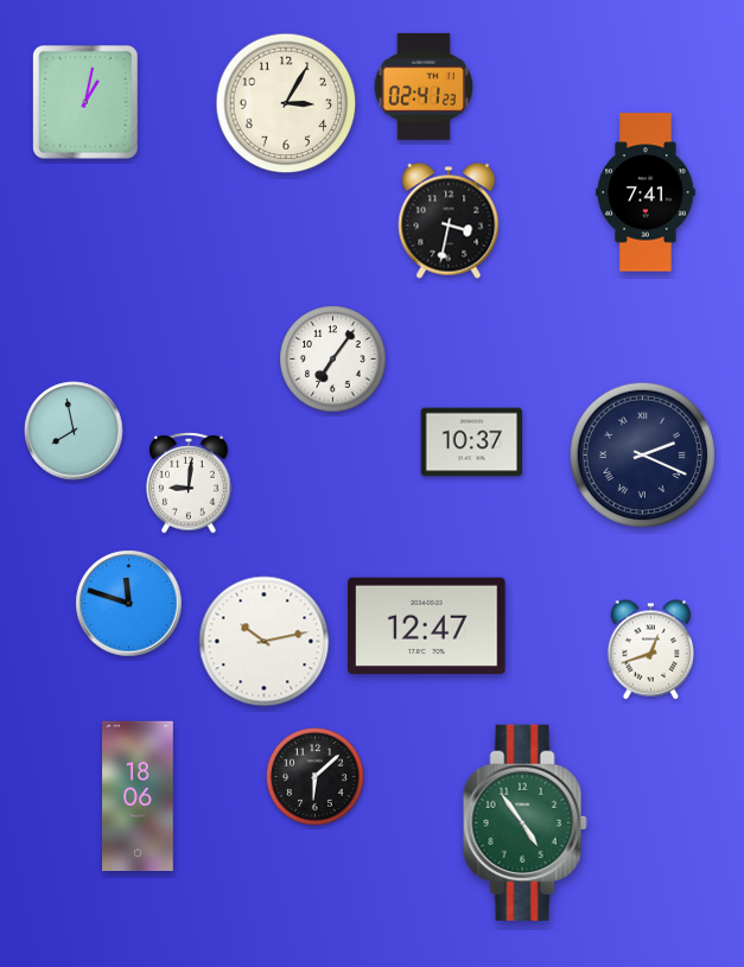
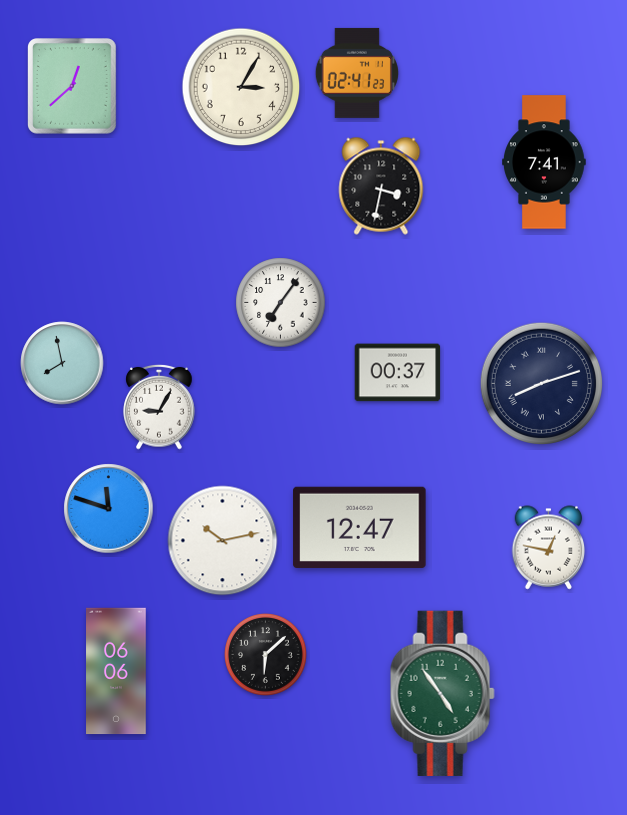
clock at (87, 102): 1:02 -> 12:38
clock at (449, 221) position: (449, 221) -> (381, 186)
clock at (472, 443): 10:37 -> 00:37
clock at (642, 454): 2:19 -> 8:12
clock at (189, 483): 9:01 -> 9:05
clock at (651, 650): 12:42 -> 12:47
clock at (138, 796): 18:06 -> 06:06
